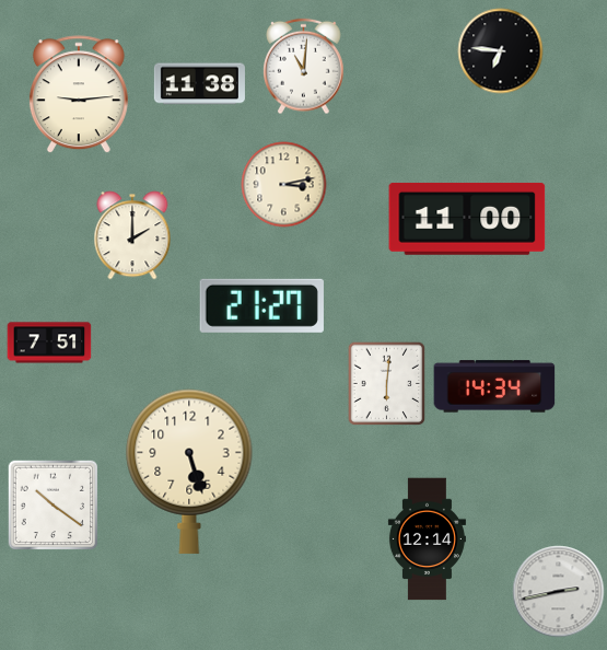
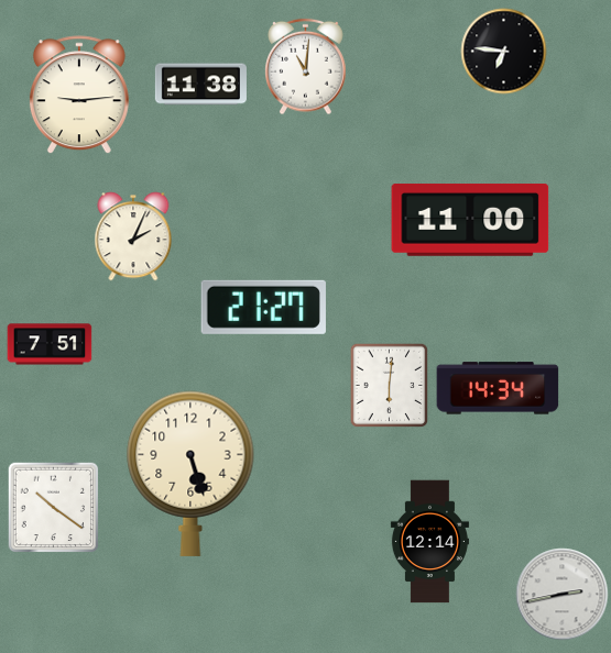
clock at (284, 185): 3:13 -> none
clock at (132, 235): 2:00 -> 2:04
